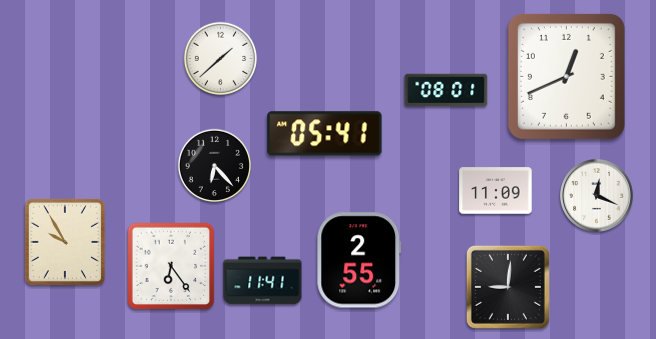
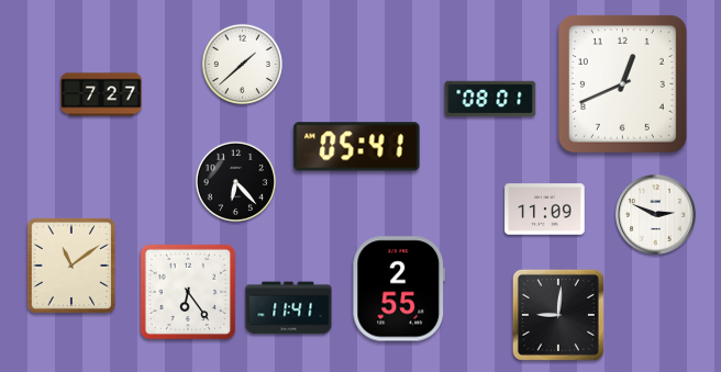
clock at (101, 94): none -> 7:27
clock at (597, 196): 12:19 -> 2:49
clock at (65, 242): 9:55 -> 11:09
clock at (359, 260) position: (359, 260) -> (399, 289)
